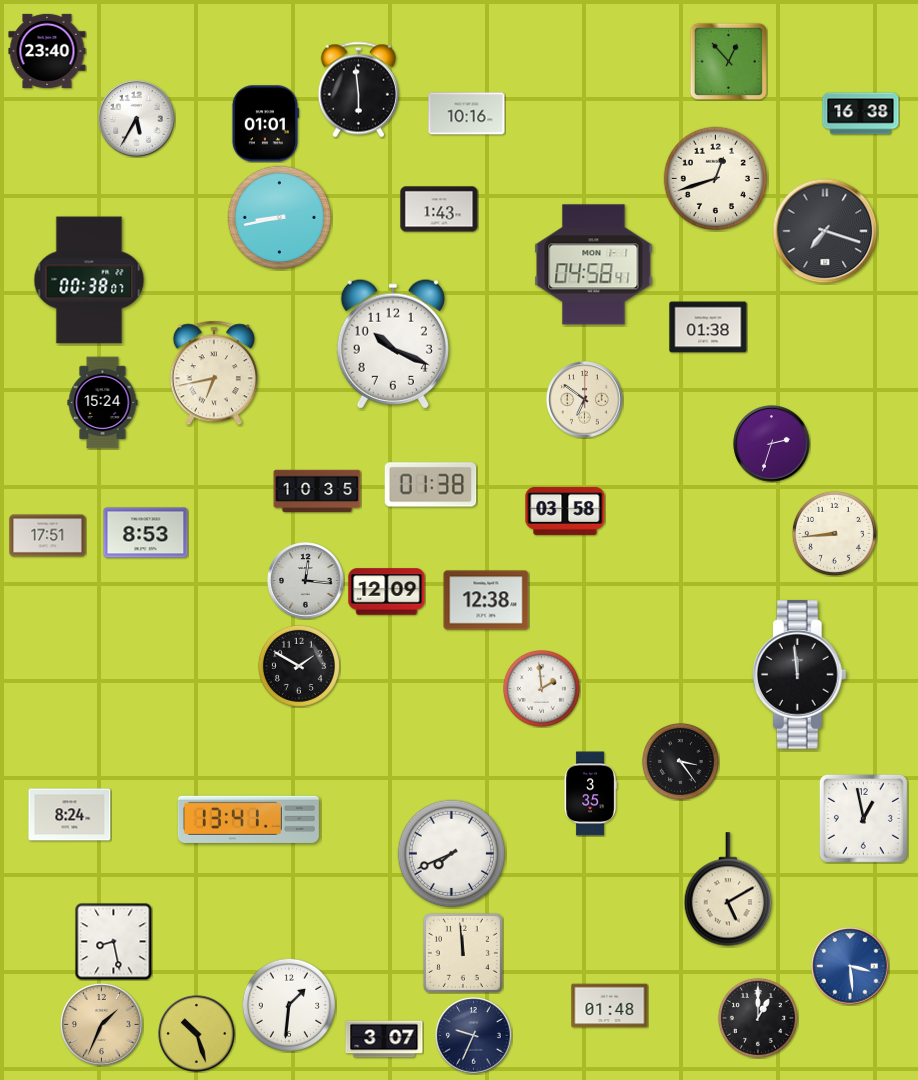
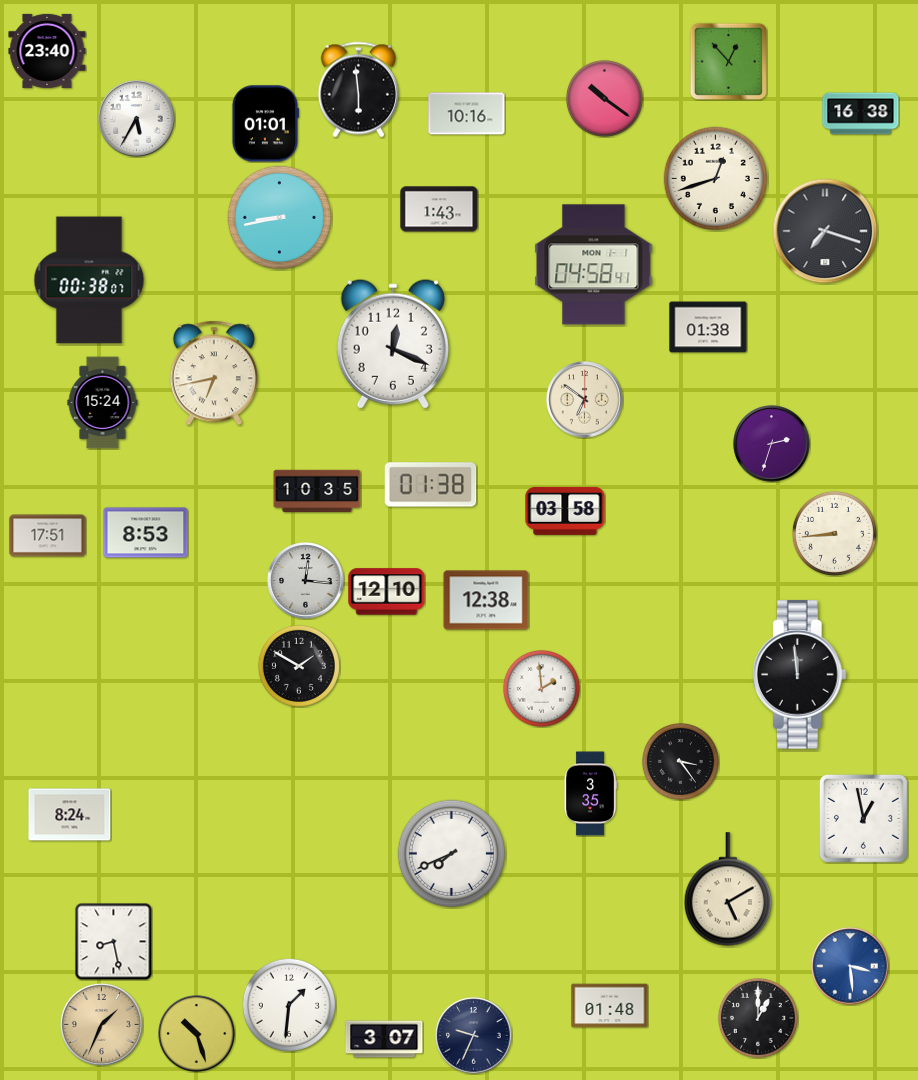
clock at (604, 98): none -> 10:21
clock at (393, 344): 10:19 -> 12:19
clock at (387, 592): 12:09 -> 12:10
clock at (248, 819): 13:41 -> none
clock at (463, 953): 11:59 -> none
